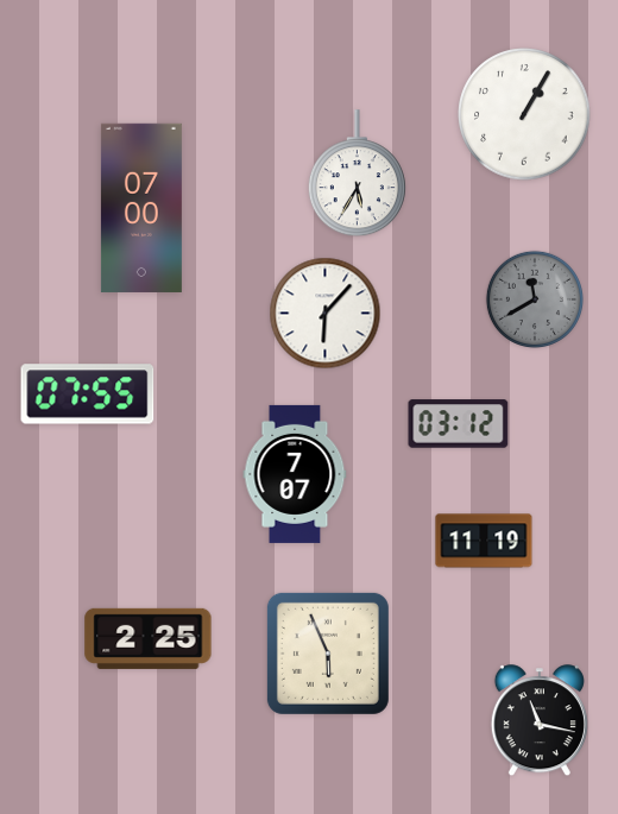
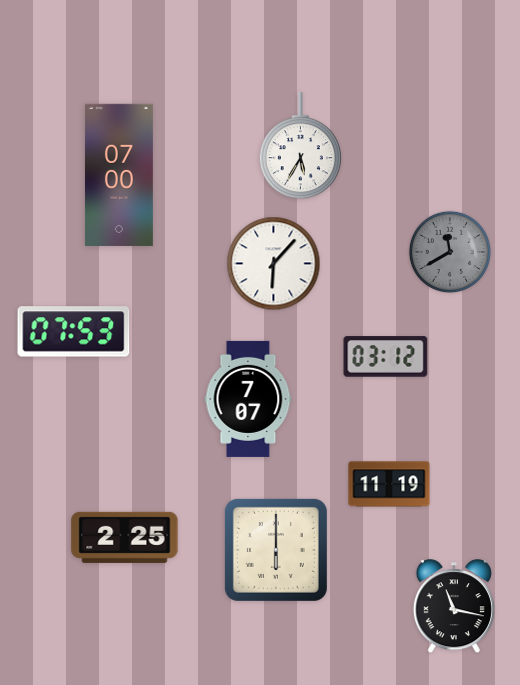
clock at (524, 114): 1:05 -> none
clock at (88, 395): 07:55 -> 07:53
clock at (484, 541) position: (484, 541) -> (389, 484)
clock at (328, 654): 5:56 -> 6:00
